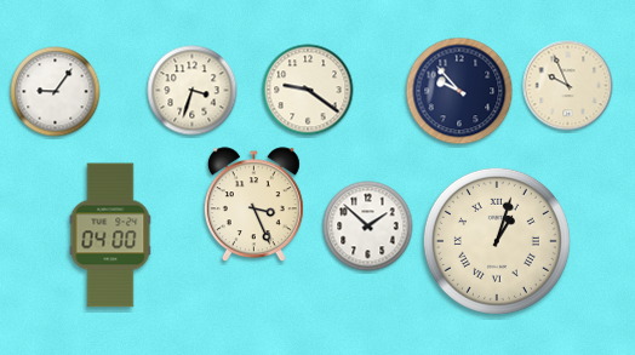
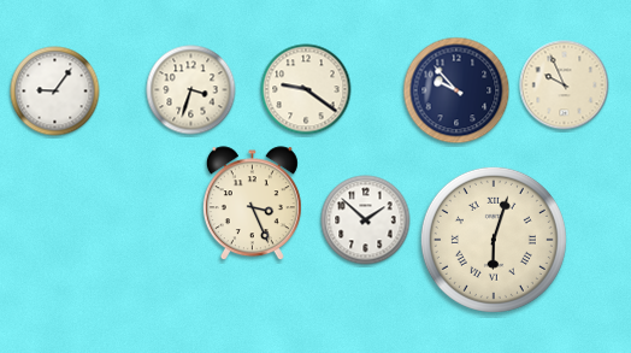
clock at (368, 227) position: (368, 227) -> (366, 220)
clock at (110, 235): 04:00 -> none
clock at (497, 241): 1:03 -> 6:03
